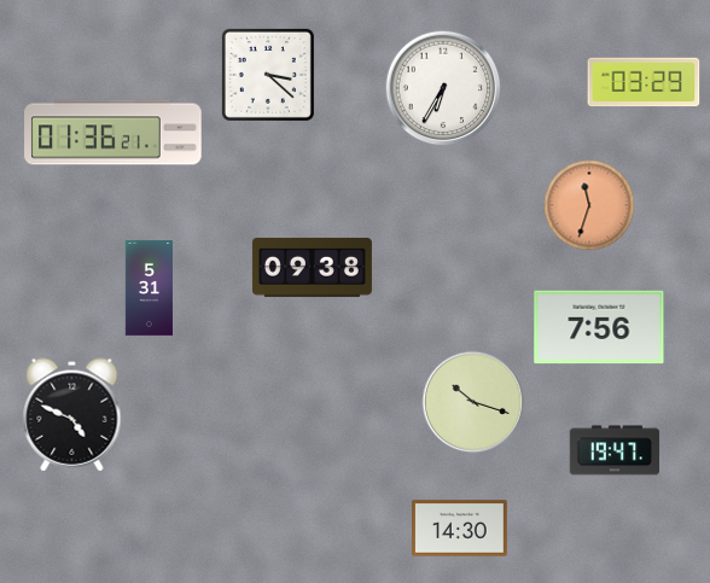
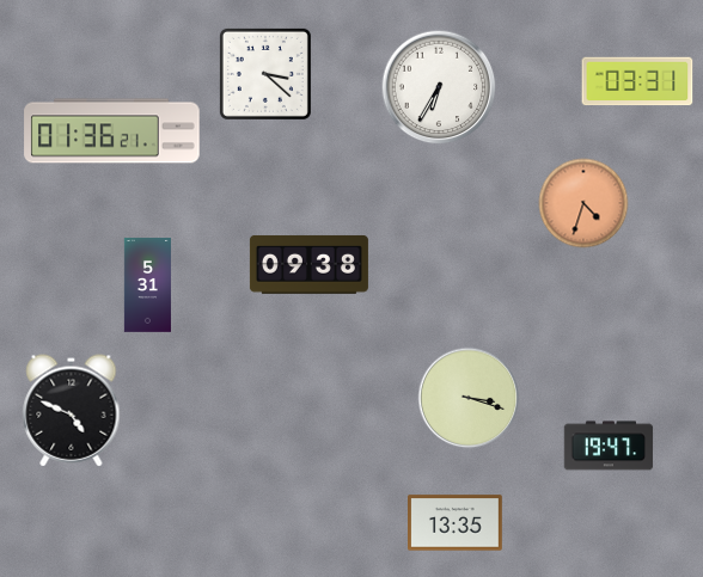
clock at (644, 82): 03:29 -> 03:31
clock at (589, 205): 11:33 -> 4:33
clock at (599, 327): 7:56 -> none
clock at (473, 402): 10:18 -> 3:18
clock at (460, 529): 14:30 -> 13:35
